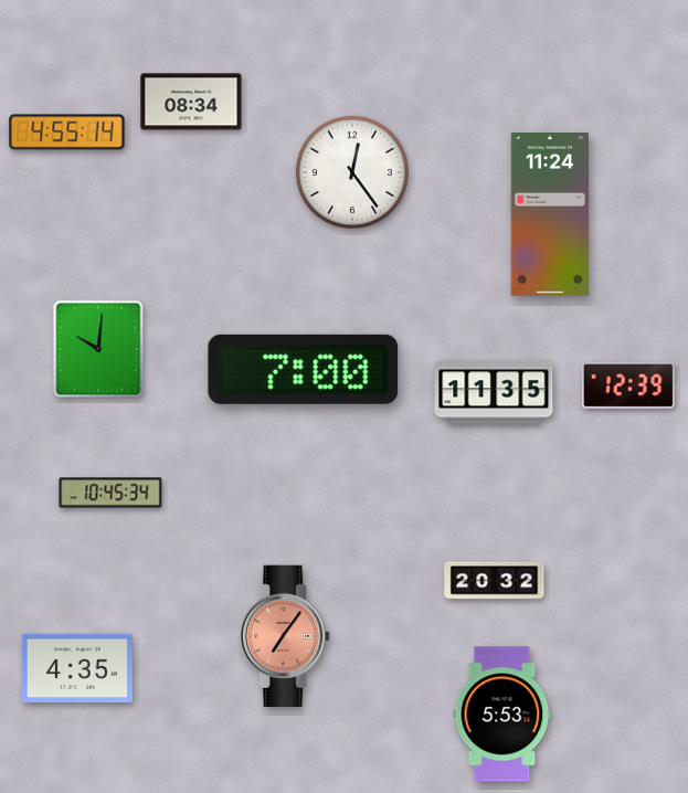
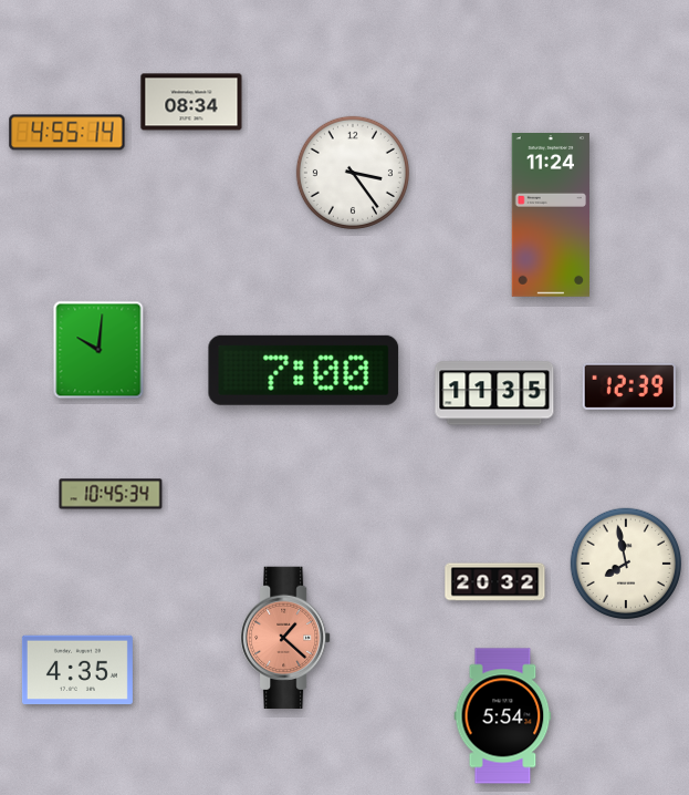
clock at (352, 172): 12:24 -> 3:24
clock at (625, 562): none -> 7:58
clock at (285, 636): 7:06 -> 1:22
clock at (502, 715): 5:53 -> 5:54
